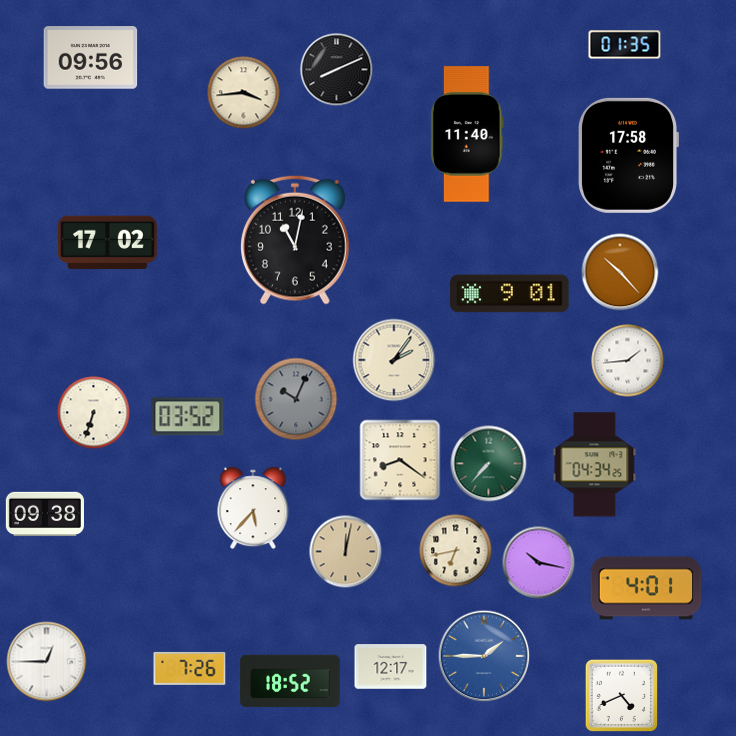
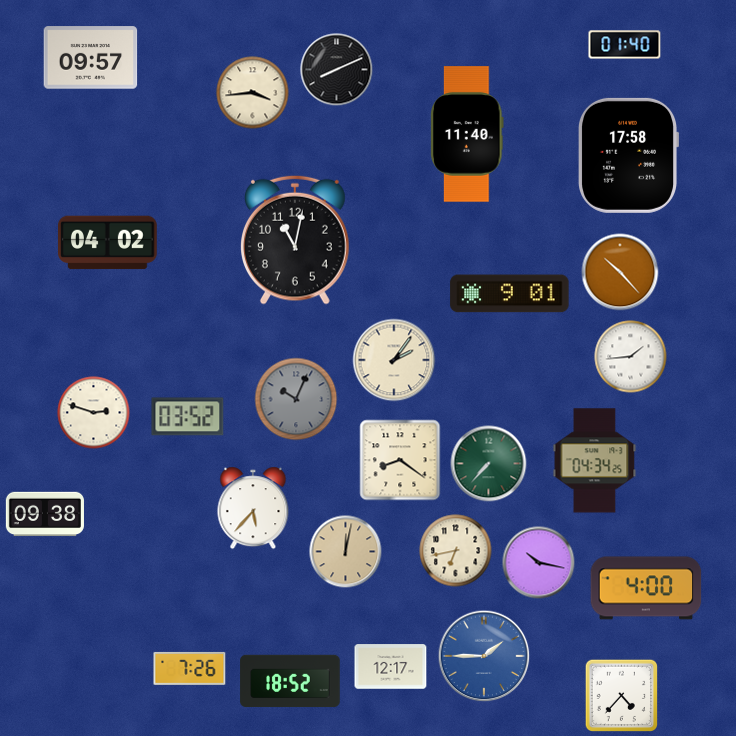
clock at (625, 45): 01:35 -> 01:40
clock at (91, 58): 09:56 -> 09:57
clock at (244, 93) position: (244, 93) -> (253, 93)
clock at (108, 243): 17:02 -> 04:02
clock at (628, 361) position: (628, 361) -> (631, 357)
clock at (94, 413): 6:33 -> 2:48
clock at (595, 465) position: (595, 465) -> (595, 461)
clock at (646, 588): 4:01 -> 4:00
clock at (47, 662): 12:45 -> none
clock at (622, 696): 4:41 -> 4:37
